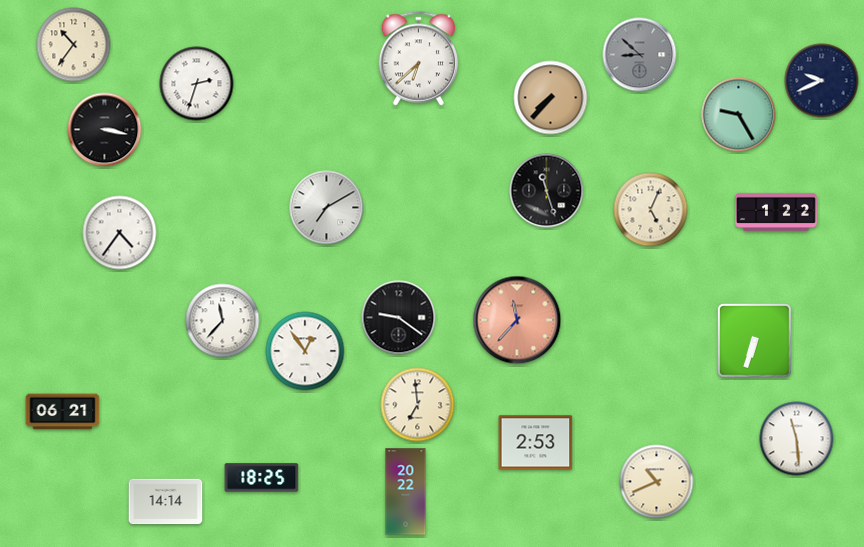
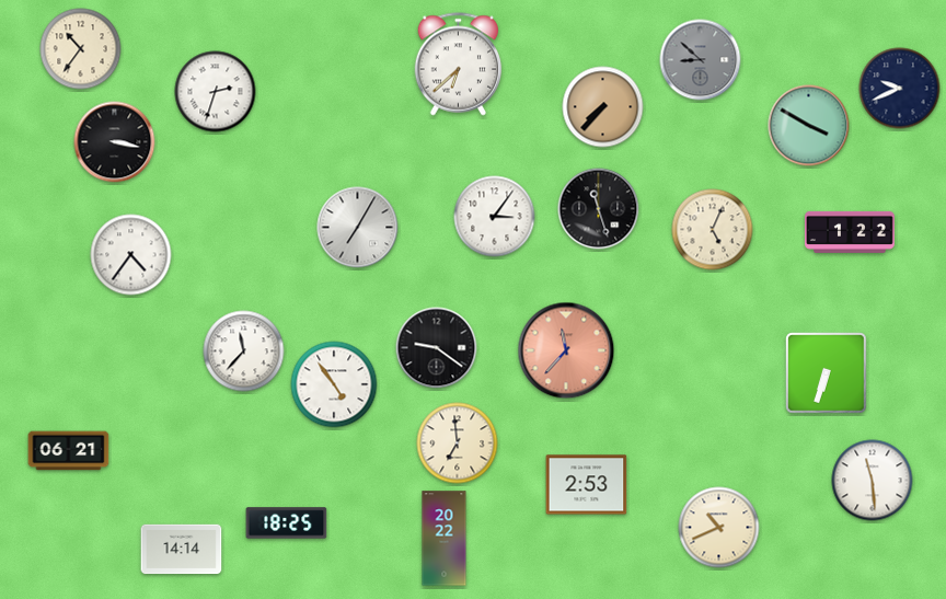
clock at (739, 115): 9:25 -> 3:50
clock at (495, 217): none -> 3:06
clock at (327, 208): 7:10 -> 7:05
clock at (305, 351): 12:54 -> 4:54
